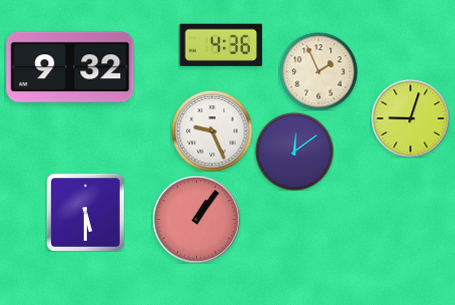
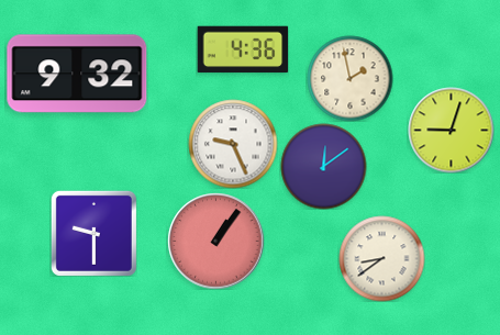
clock at (318, 71): 1:56 -> 1:58
clock at (85, 212): 5:30 -> 9:30
clock at (381, 258): none -> 8:39
